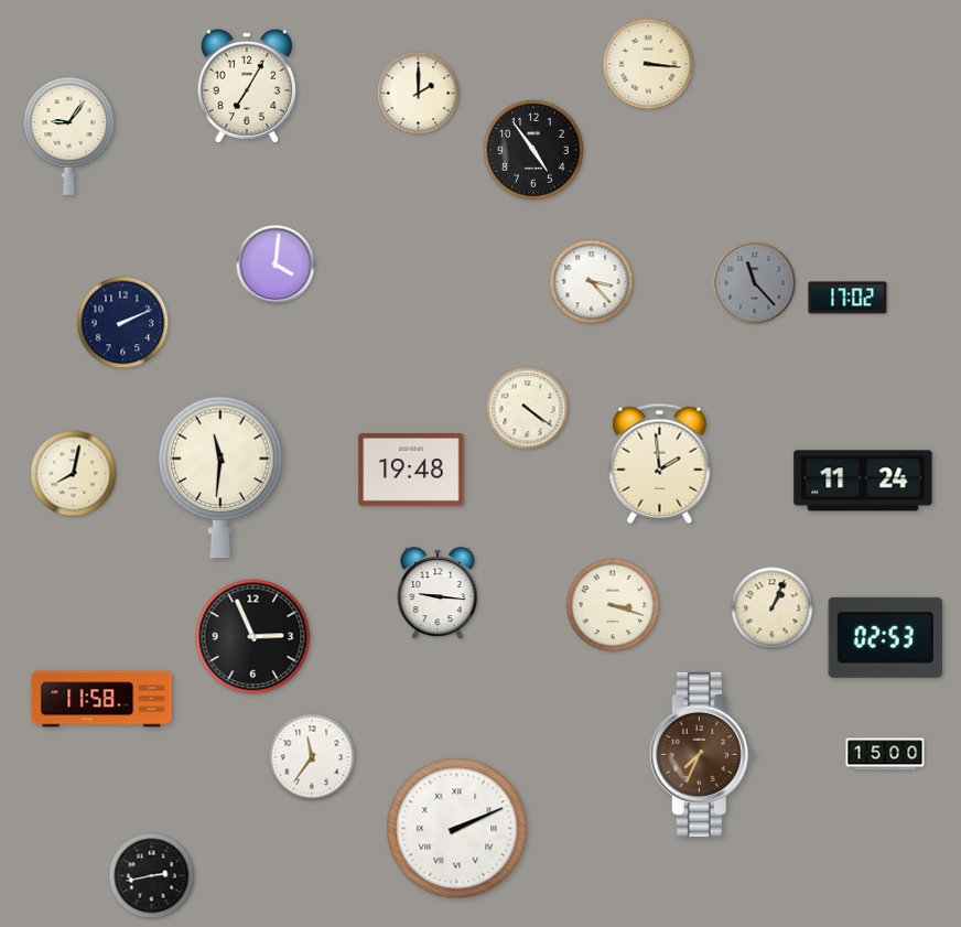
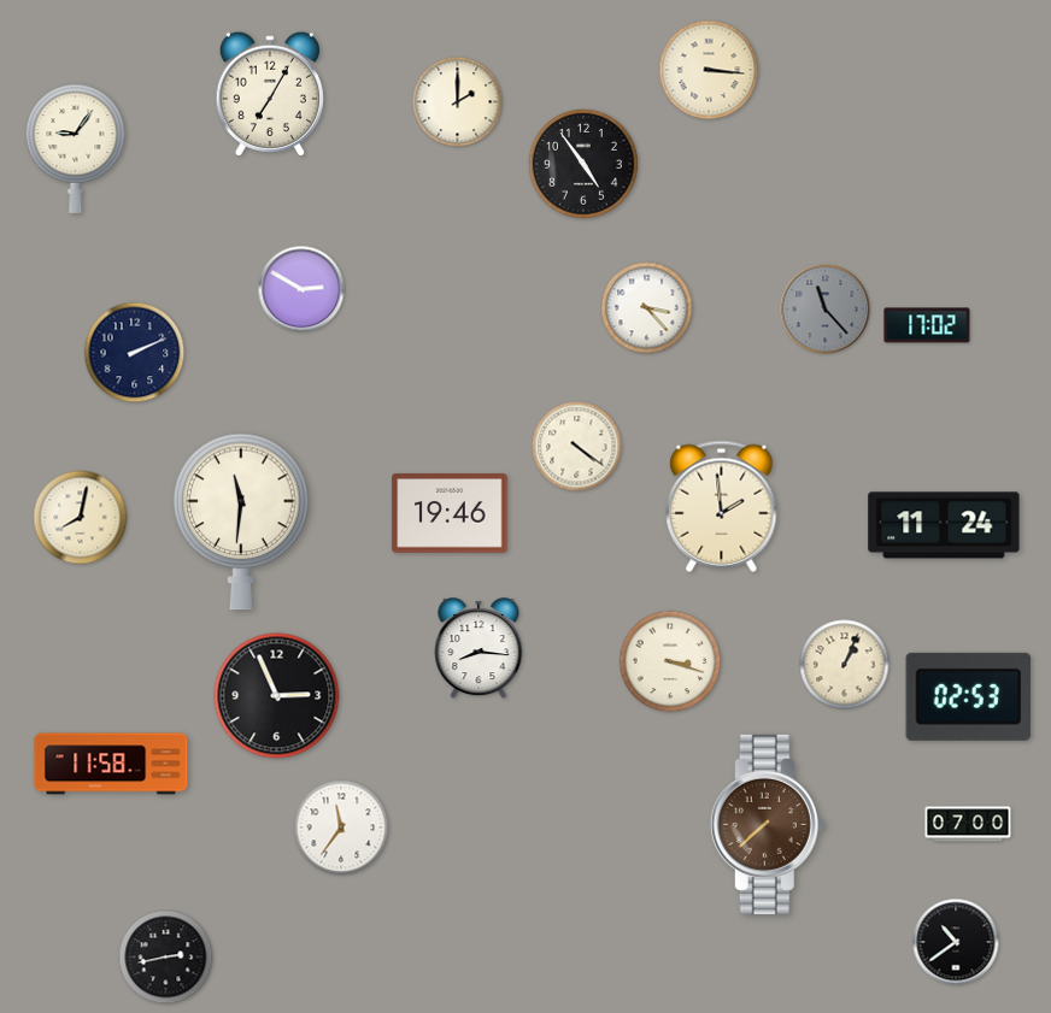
clock at (276, 265): 4:01 -> 2:50
clock at (411, 470): 19:48 -> 19:46
clock at (438, 594): 9:16 -> 8:16
clock at (701, 754): 7:34 -> 7:38
clock at (885, 754): 15:00 -> 07:00
clock at (457, 829): 2:11 -> none
clock at (956, 942): none -> 10:39
